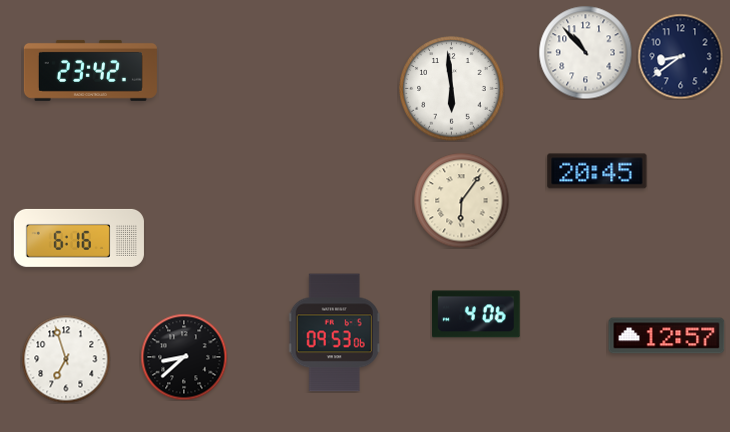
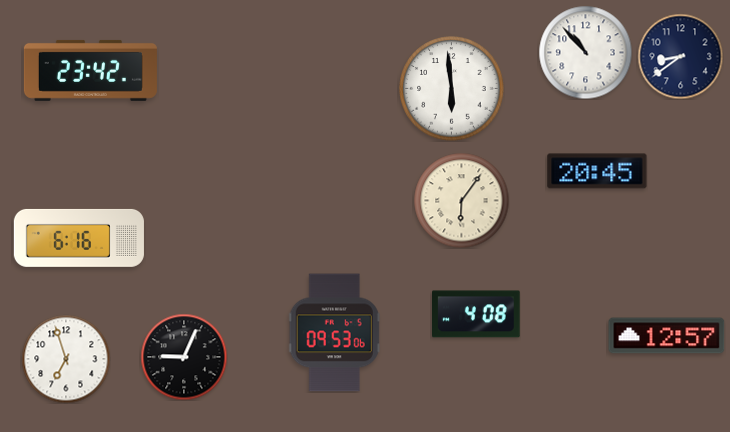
clock at (476, 314): 4:06 -> 4:08
clock at (184, 357): 8:38 -> 9:04
